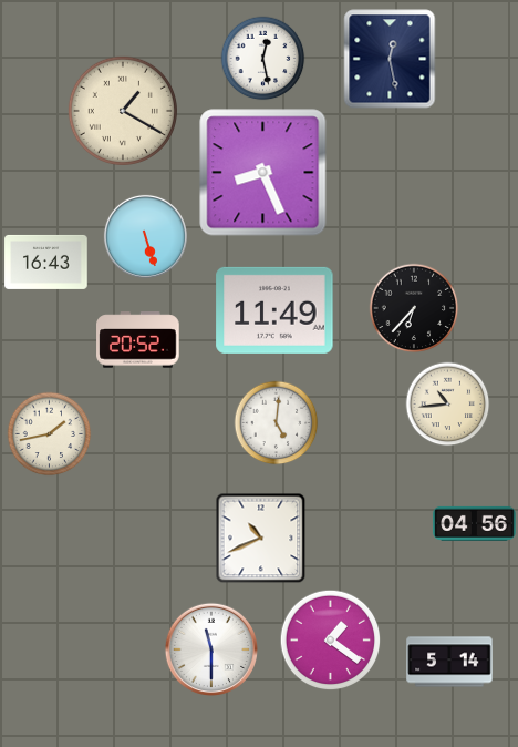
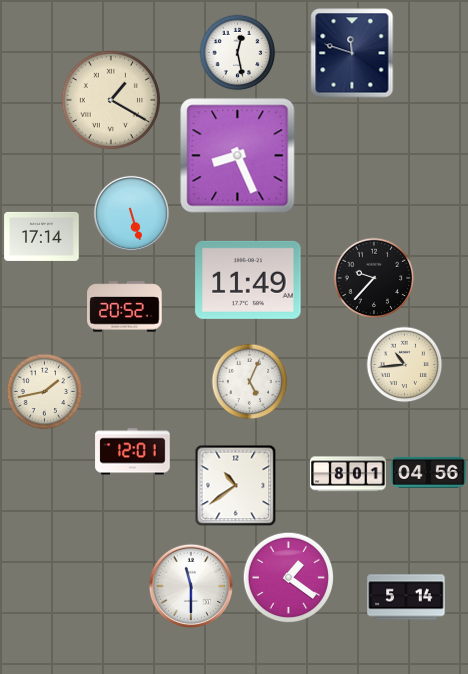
clock at (390, 59): 12:28 -> 11:48
clock at (46, 262): 16:43 -> 17:14
clock at (414, 308): 6:37 -> 9:37
clock at (277, 423): 5:01 -> 5:04
clock at (133, 452): none -> 12:01
clock at (348, 474): none -> 8:01
clock at (261, 539): 10:41 -> 10:39
clock at (331, 641) position: (331, 641) -> (289, 578)
